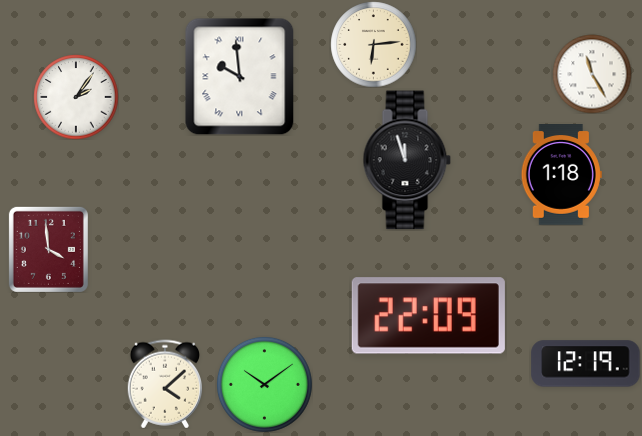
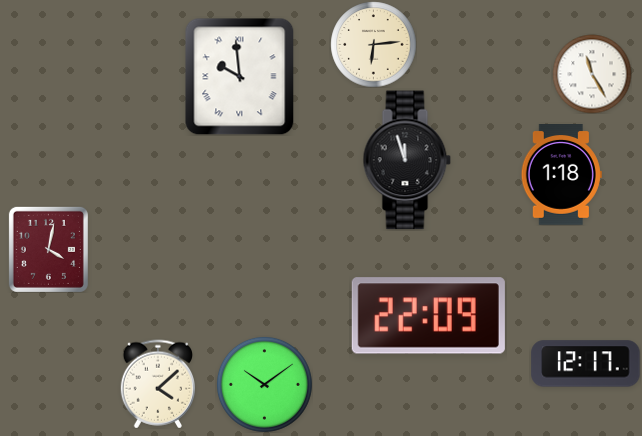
clock at (76, 97): 2:06 -> none
clock at (48, 249): 3:59 -> 4:02
clock at (586, 364): 12:19 -> 12:17
clock at (164, 384) position: (164, 384) -> (157, 384)
